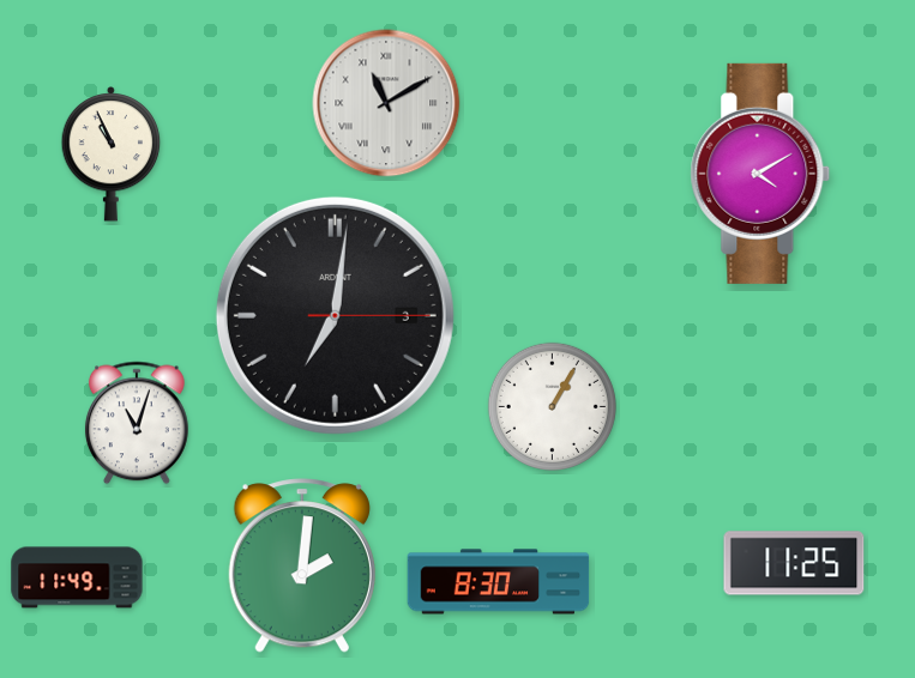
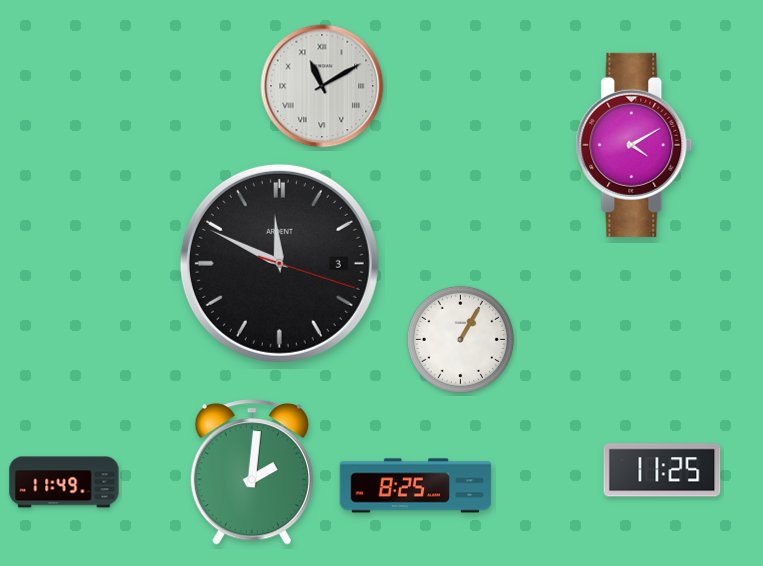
clock at (112, 155): 10:56 -> none
clock at (335, 315): 7:01 -> 11:49
clock at (137, 423): 11:03 -> none
clock at (499, 582): 8:30 -> 8:25
